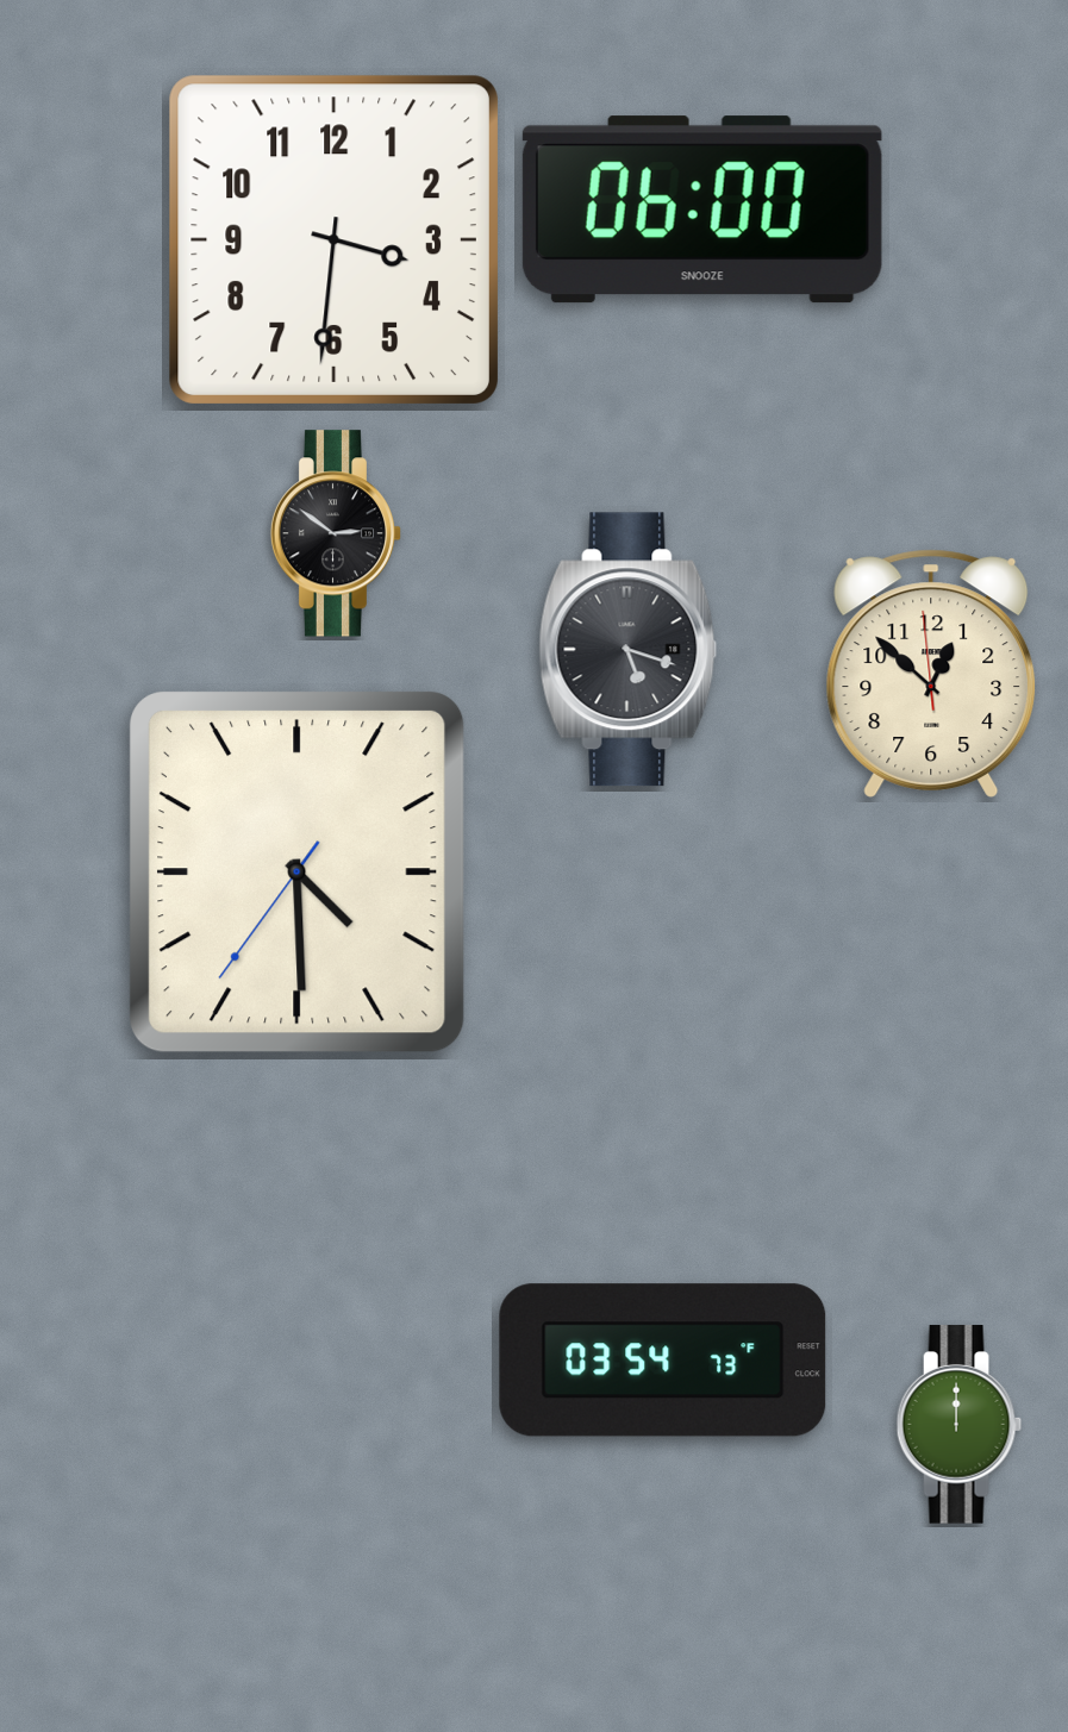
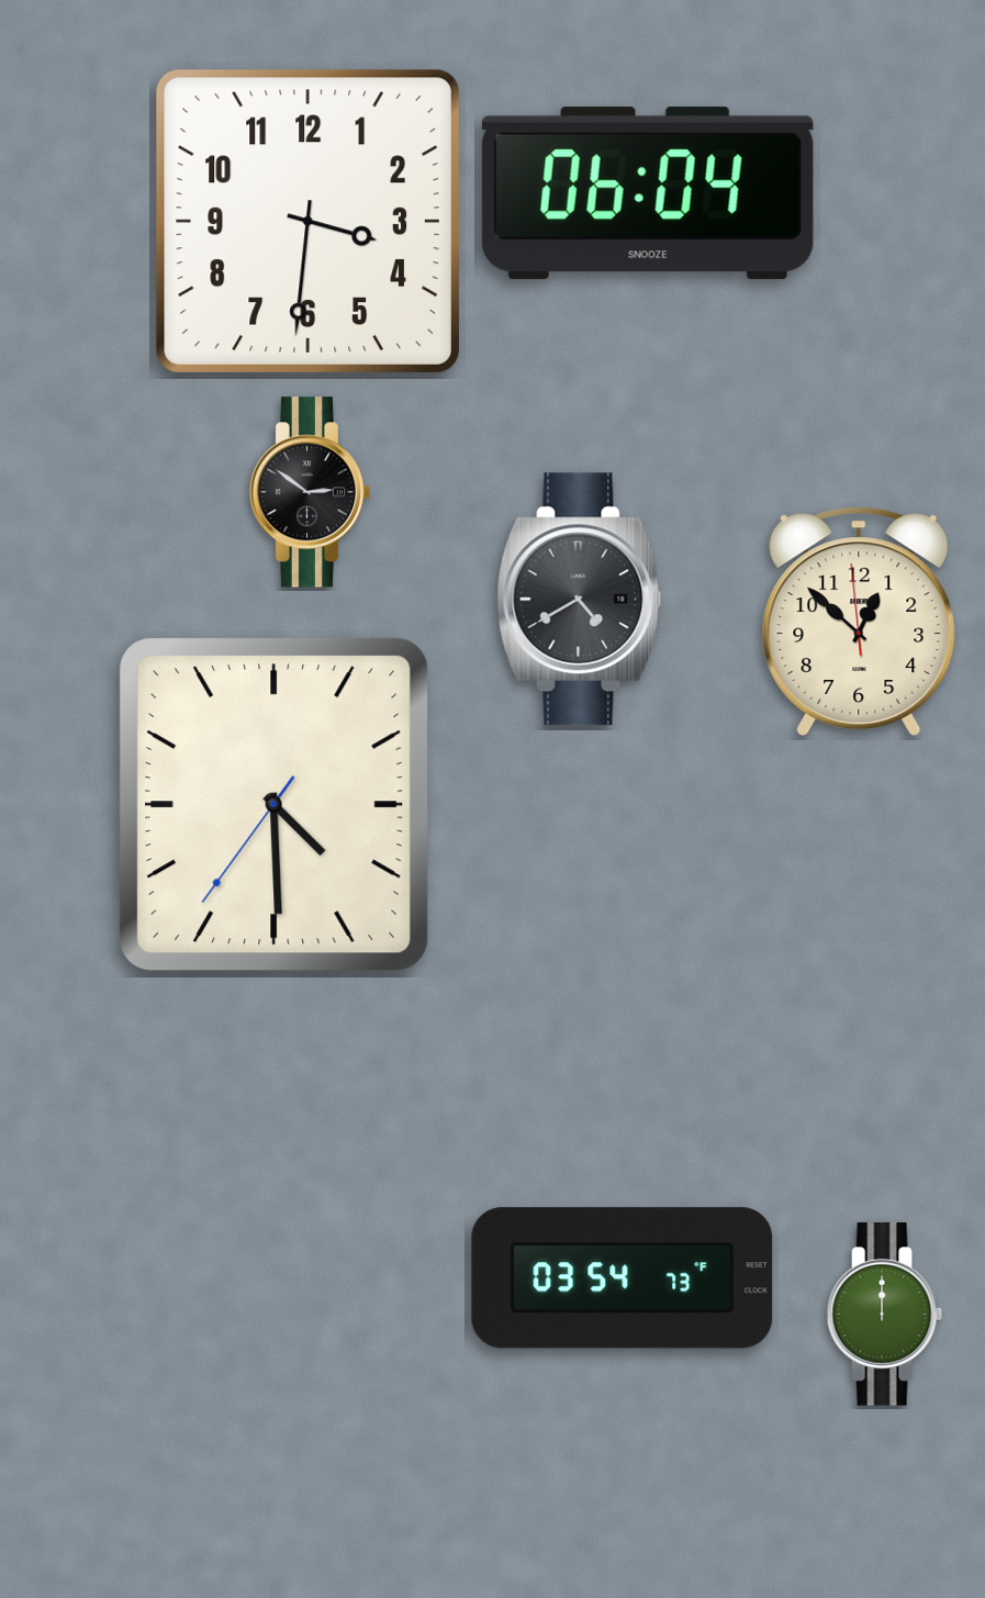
clock at (702, 210): 06:00 -> 06:04
clock at (629, 650): 5:18 -> 4:40
clock at (663, 1361) position: (663, 1361) -> (623, 1278)
